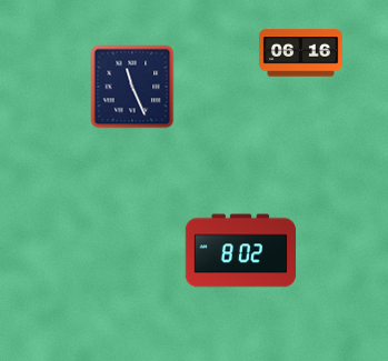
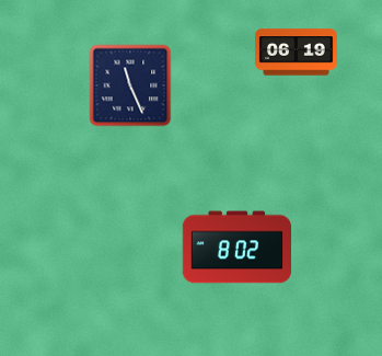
clock at (301, 53): 06:16 -> 06:19
